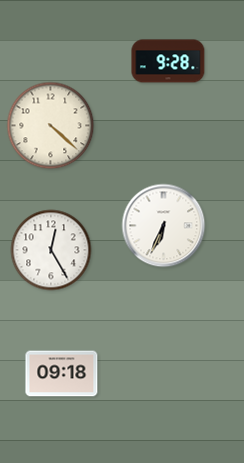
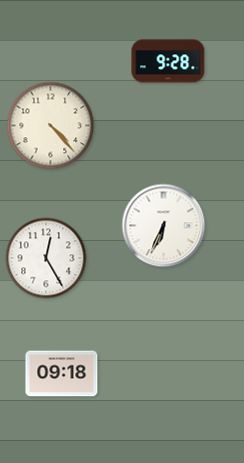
clock at (51, 126): 4:22 -> 4:23
clock at (51, 250) position: (51, 250) -> (46, 258)
